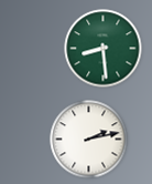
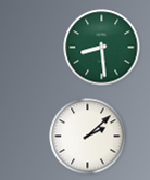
clock at (89, 140): 2:13 -> 2:08
